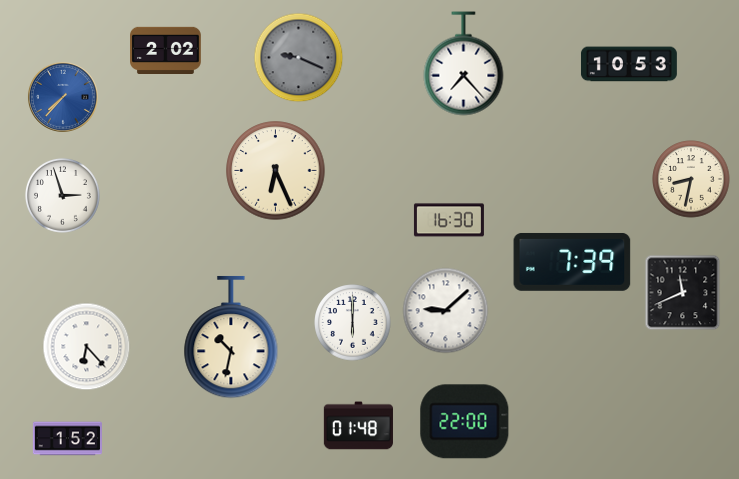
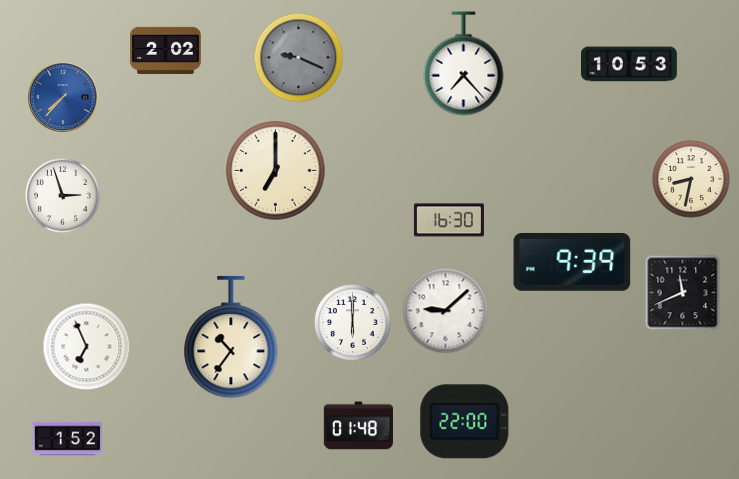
clock at (276, 171): 6:26 -> 7:00
clock at (572, 262): 7:39 -> 9:39
clock at (231, 337): 10:32 -> 10:36
clock at (87, 347): 6:23 -> 6:56
